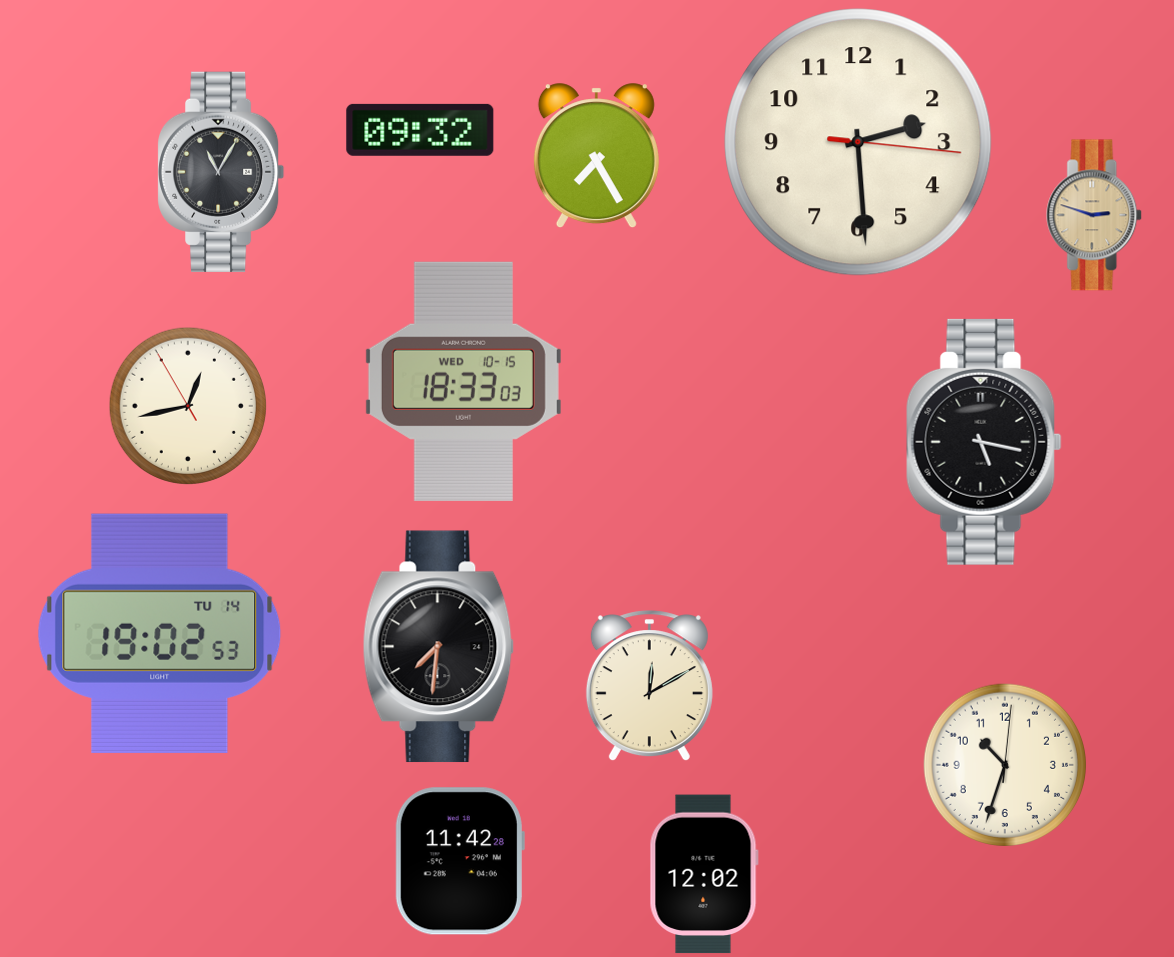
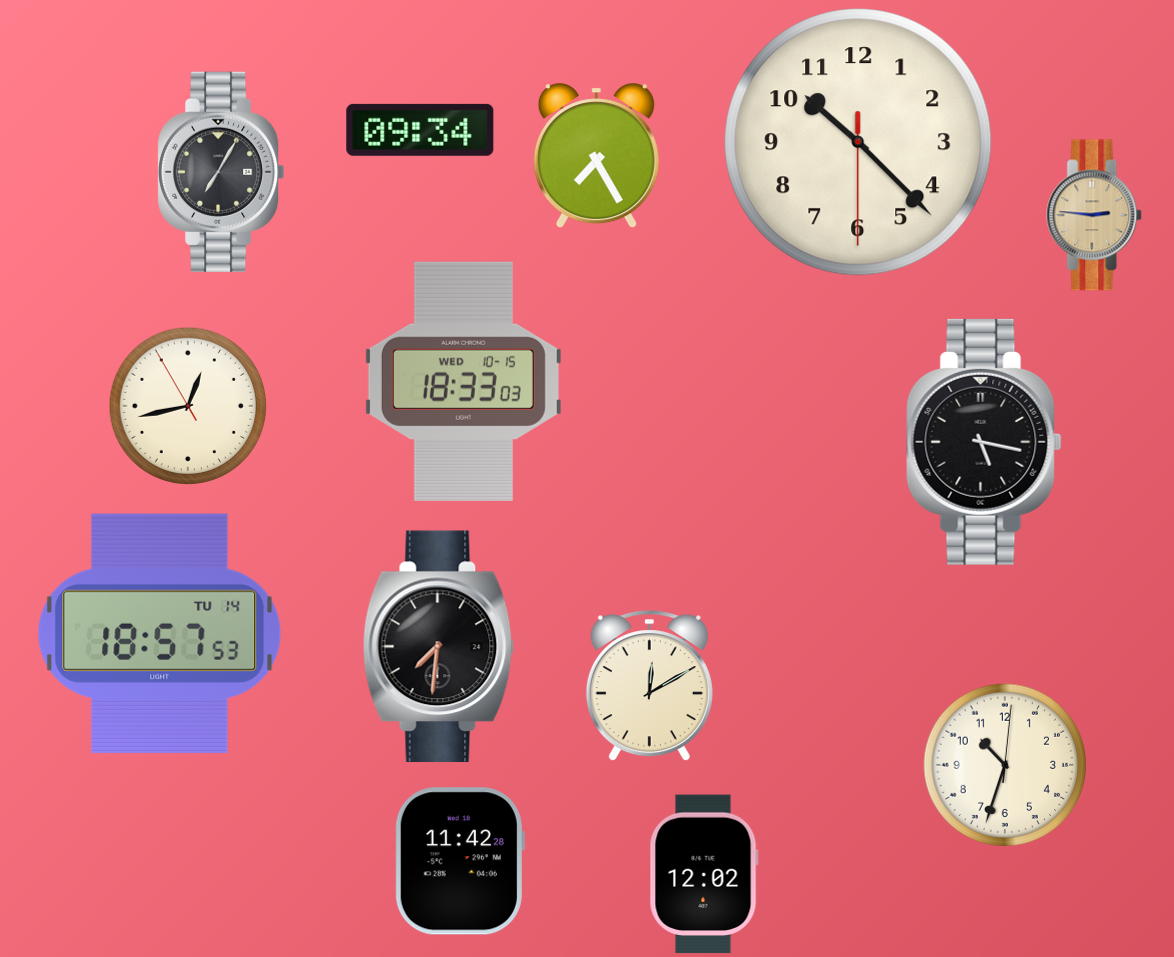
clock at (420, 130): 09:32 -> 09:34
clock at (858, 142): 2:29 -> 10:22
clock at (222, 172): 11:05 -> 7:05
clock at (1095, 215): 2:48 -> 2:46
clock at (160, 633): 19:02 -> 18:57
